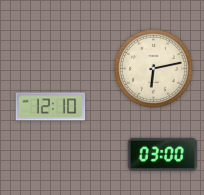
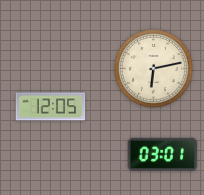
clock at (51, 107): 12:10 -> 12:05
clock at (163, 154): 03:00 -> 03:01
